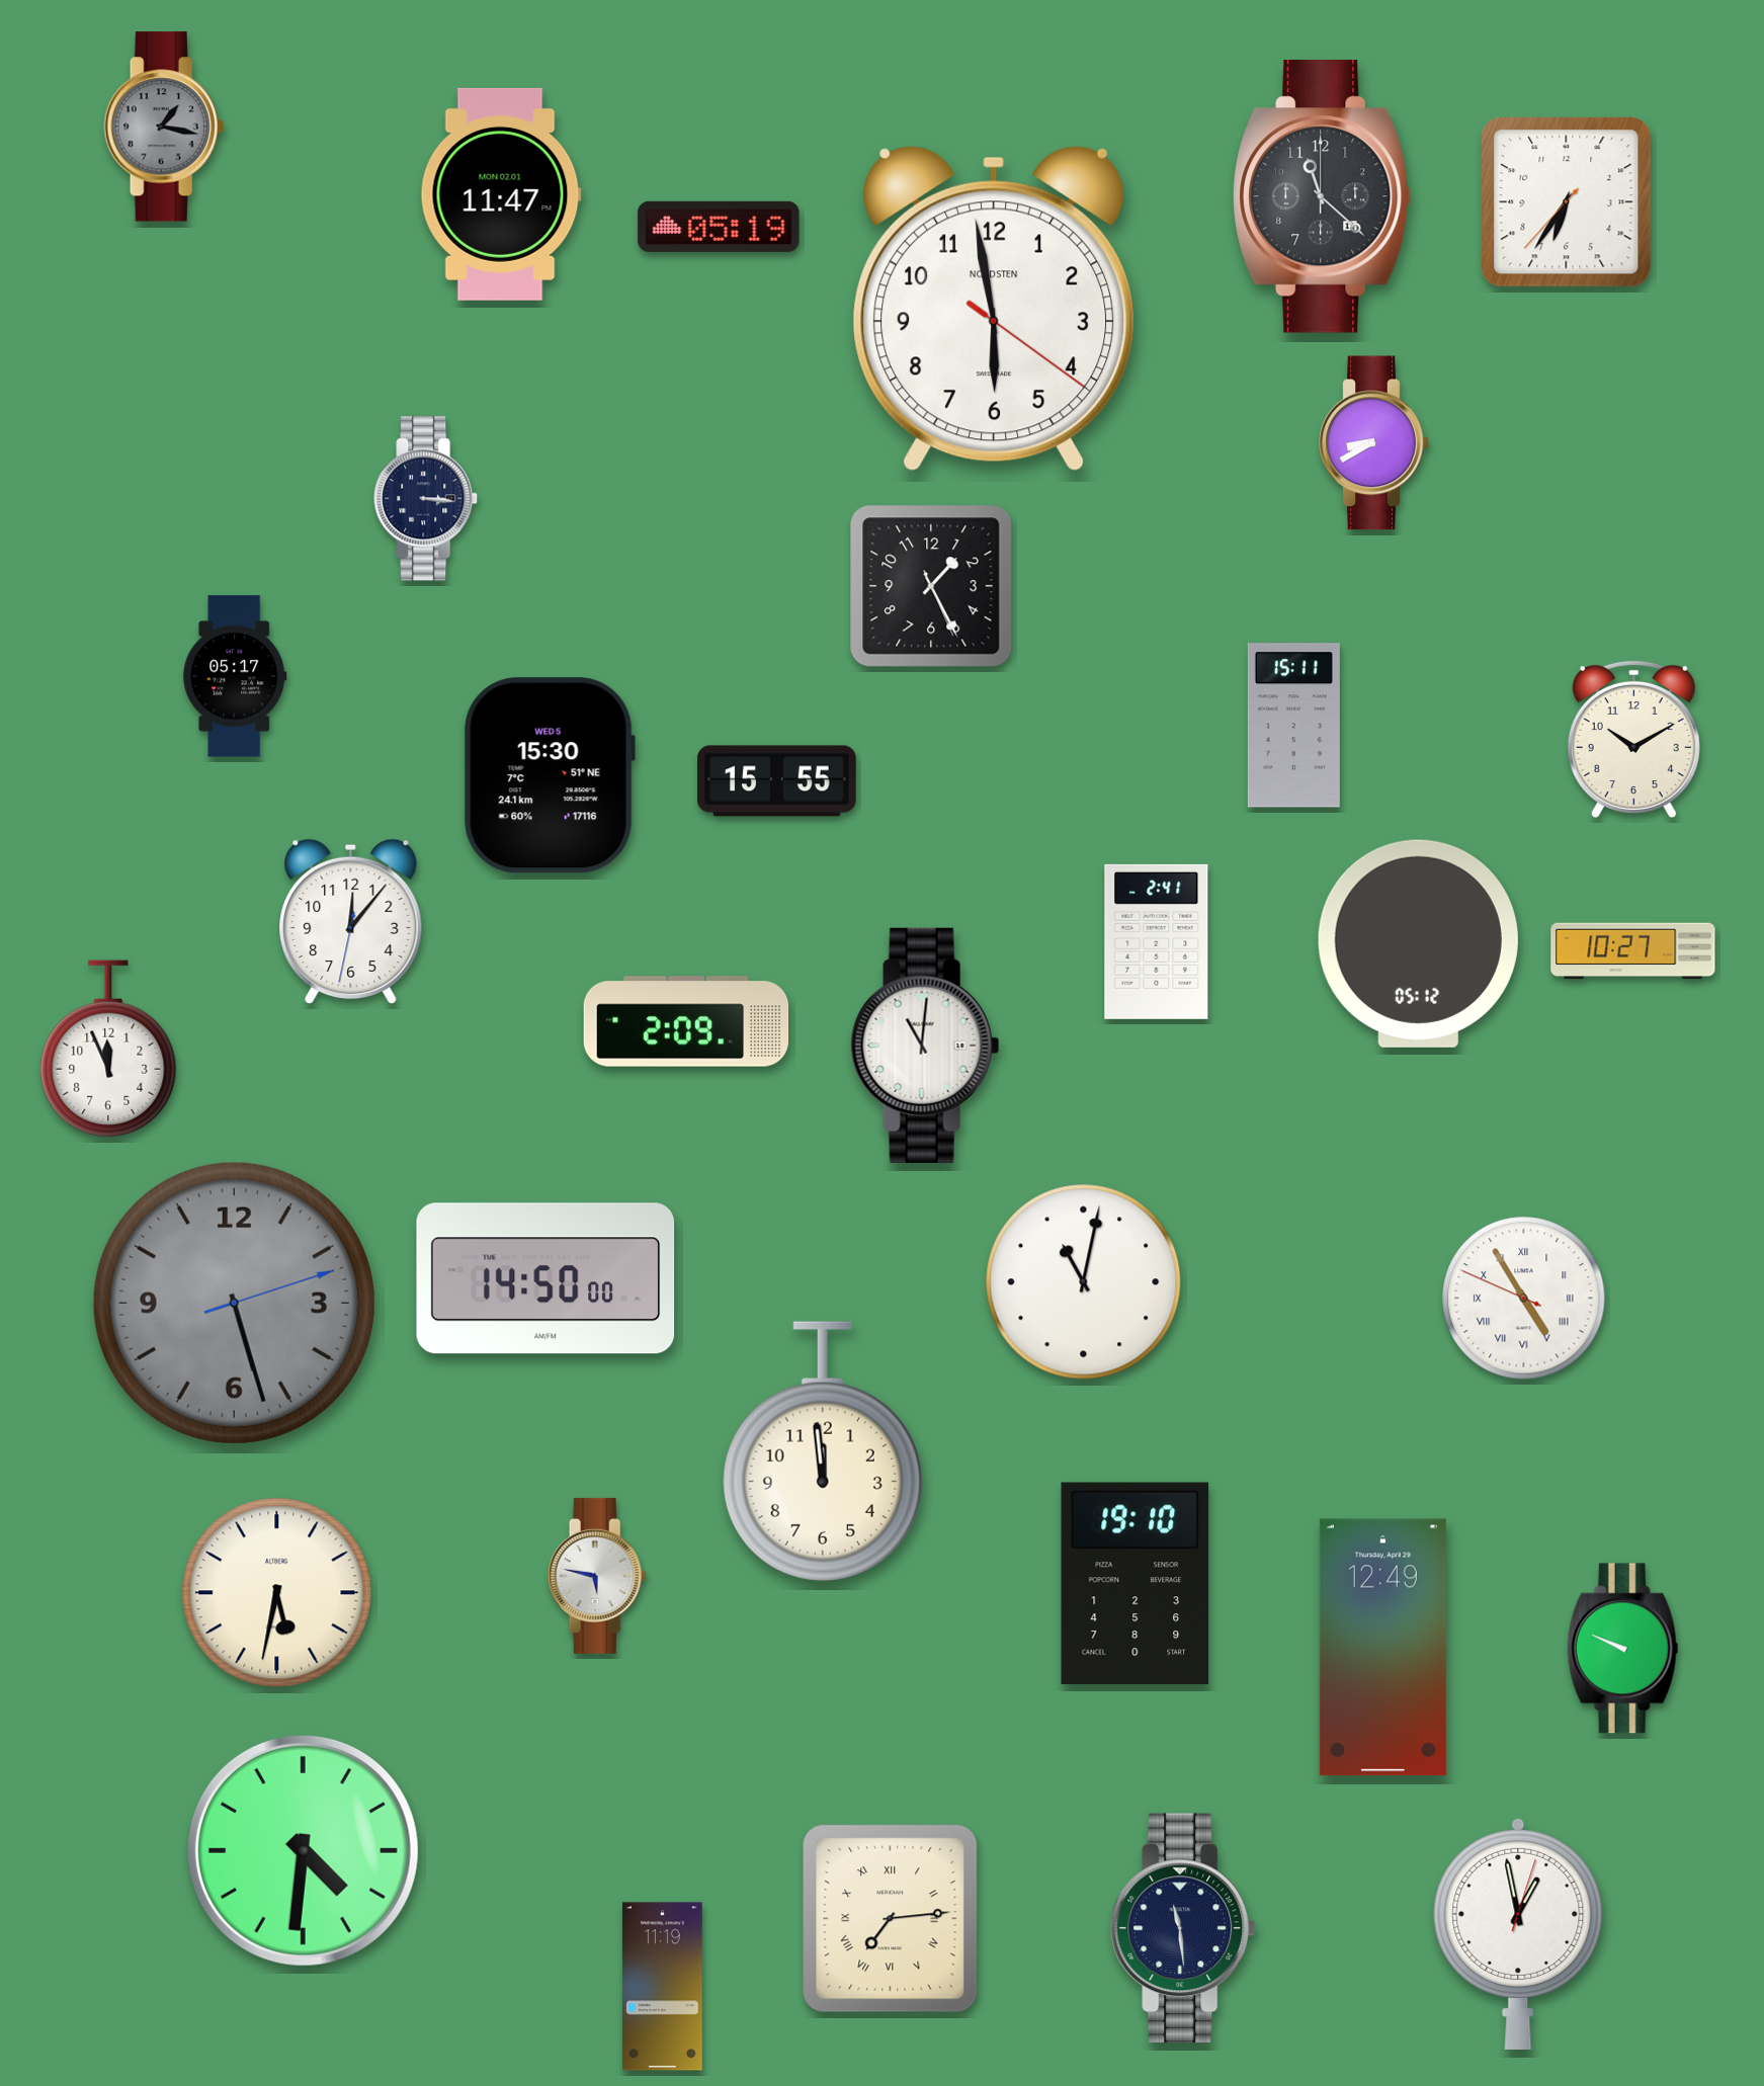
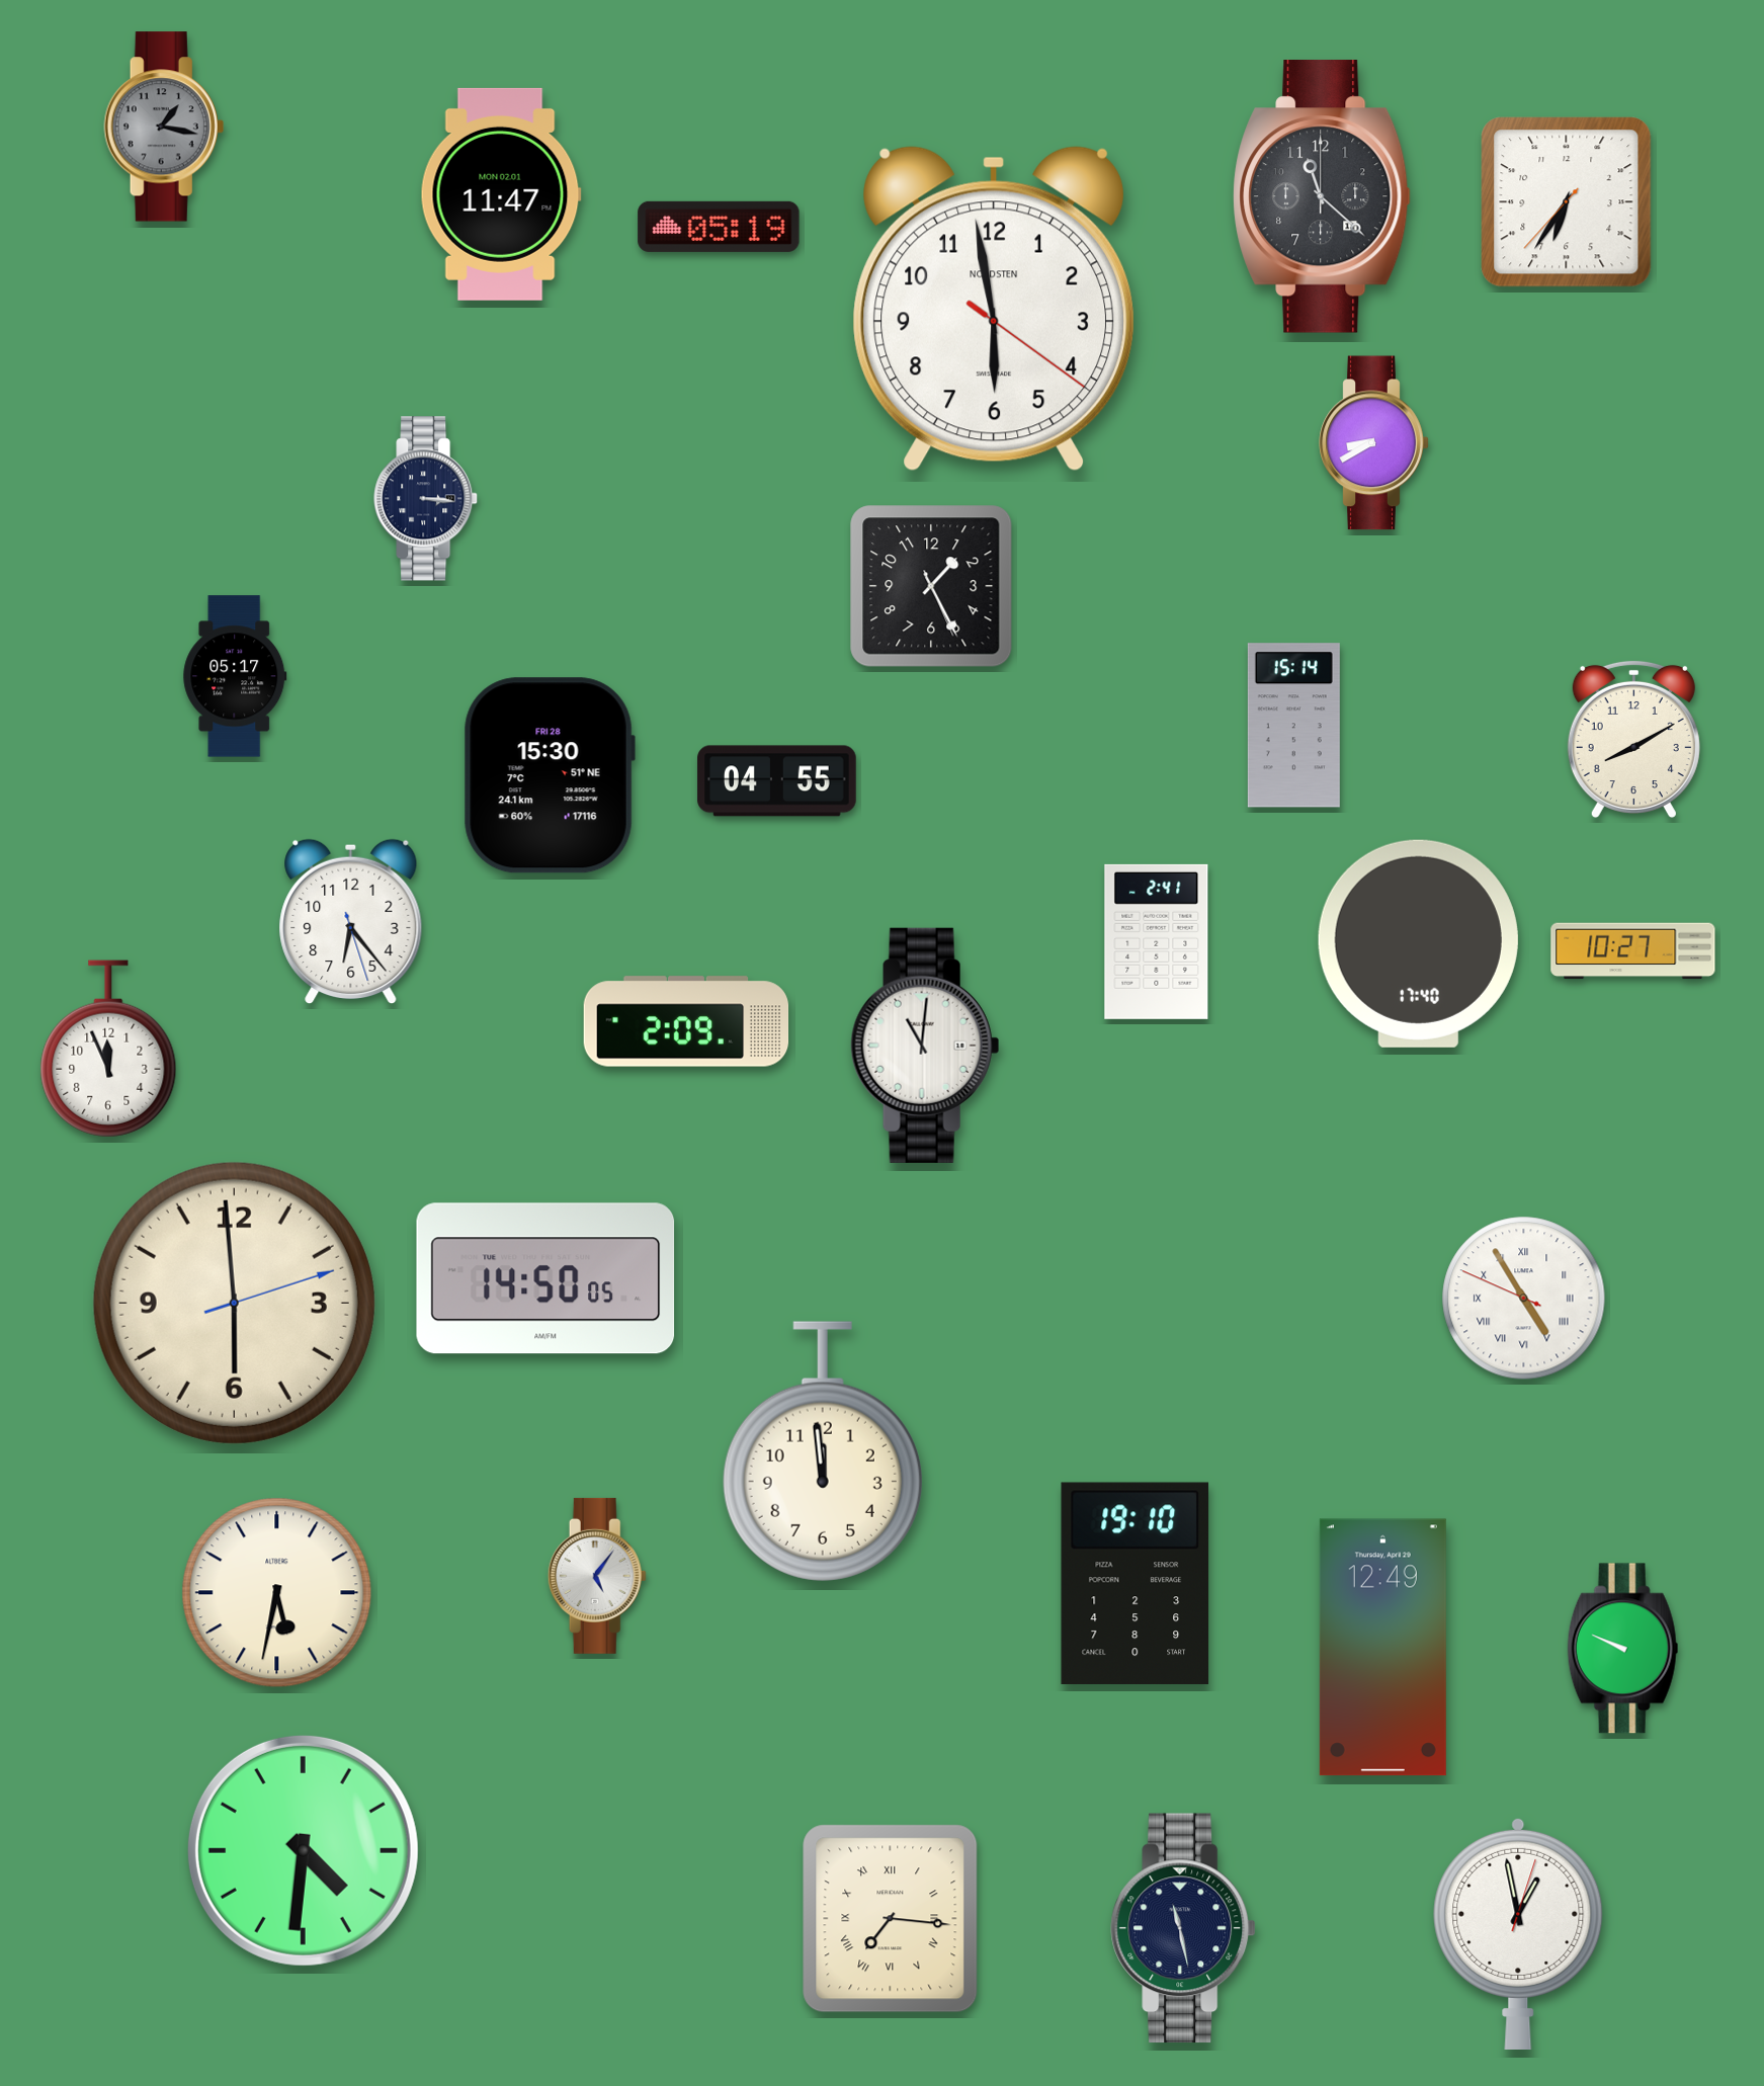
clock at (1293, 726): 15:11 -> 15:14
clock at (1633, 740): 10:10 -> 8:10
clock at (550, 775) date: WED 5 -> FRI 28
clock at (777, 781): 15:55 -> 04:55
clock at (351, 922): 12:06 -> 6:23
clock at (1418, 943): 05:12 -> 17:40
clock at (545, 1278): 14:50:00 -> 14:50:05
clock at (1084, 1282): 11:02 -> none
clock at (234, 1303): 5:27 -> 5:59
clock at (234, 1303) dial: grey -> cream
clock at (597, 1576): 5:47 -> 5:06
clock at (891, 1919): 7:14 -> 7:16
clock at (1183, 1928): 11:29 -> 11:28
clock at (662, 1987): 11:19 -> none
